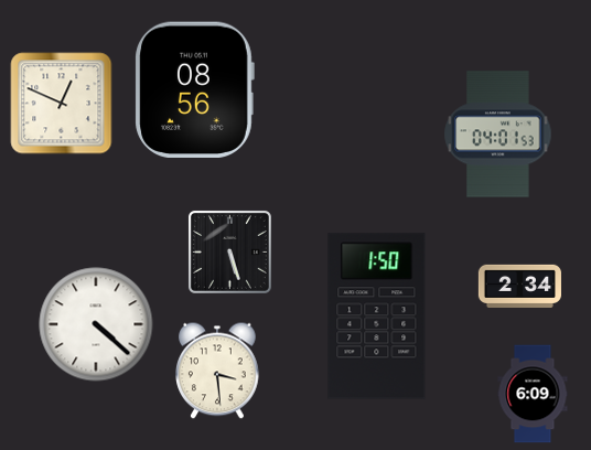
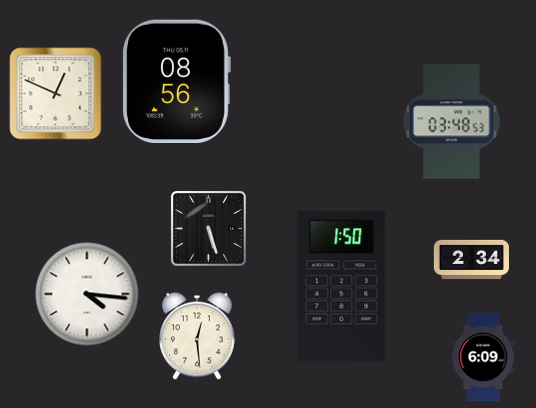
clock at (498, 135): 04:01 -> 03:48
clock at (96, 324): 4:22 -> 4:16
clock at (217, 371): 3:29 -> 12:29
